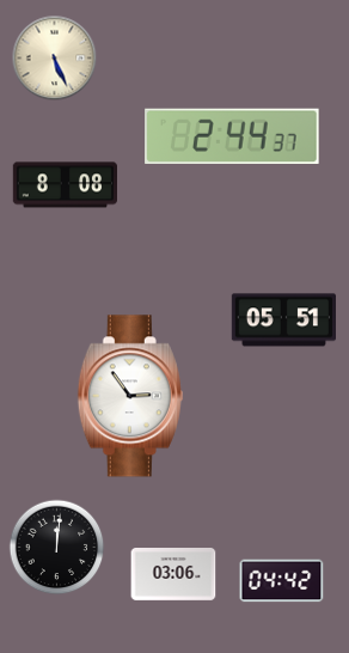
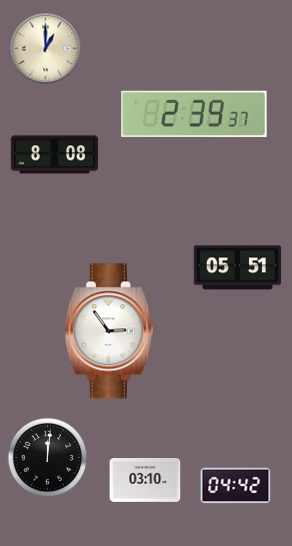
clock at (55, 59): 5:26 -> 1:00
clock at (232, 135): 2:44 -> 2:39
clock at (173, 575): 03:06 -> 03:10
